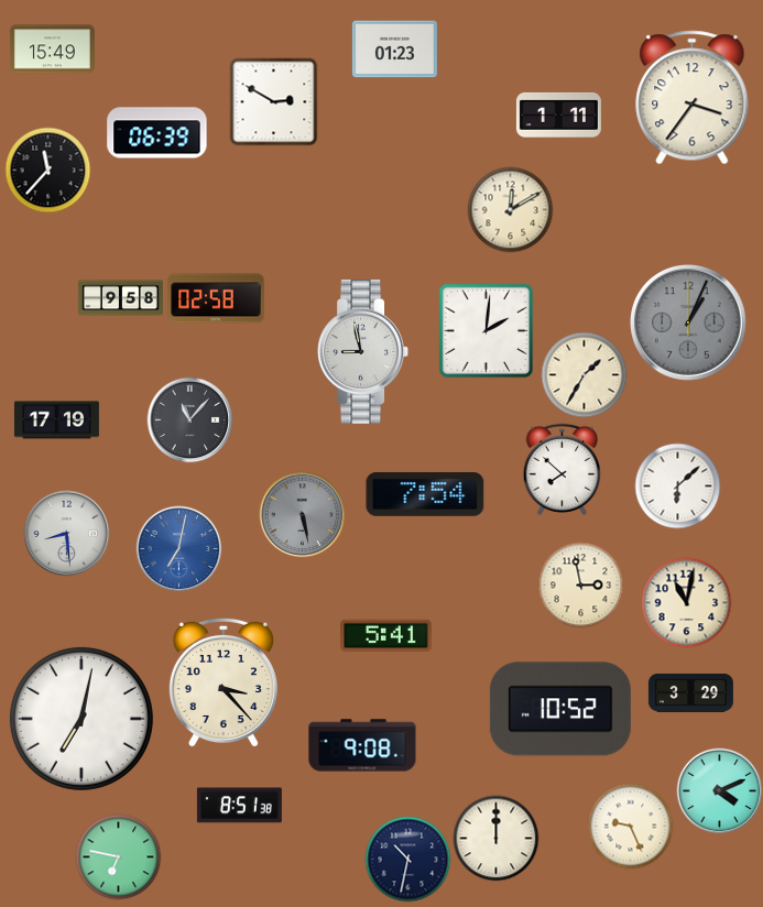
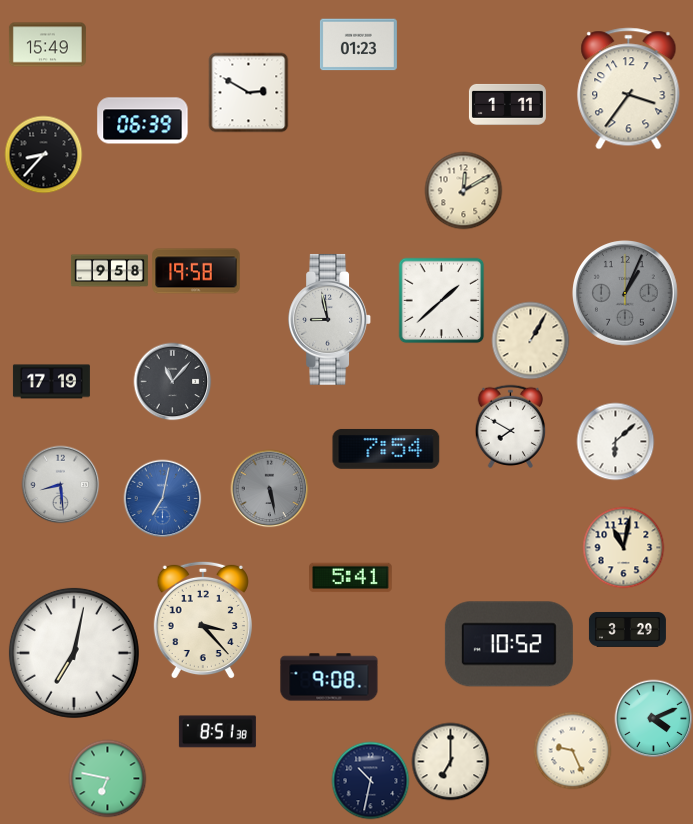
clock at (47, 170): 11:37 -> 8:37
clock at (216, 298): 02:58 -> 19:58
clock at (486, 330): 2:01 -> 1:38
clock at (584, 374): 1:35 -> 1:05
clock at (563, 469): 7:52 -> 7:50
clock at (302, 514) position: (302, 514) -> (269, 488)
clock at (580, 584): 2:58 -> none
clock at (495, 838): 12:00 -> 7:00
